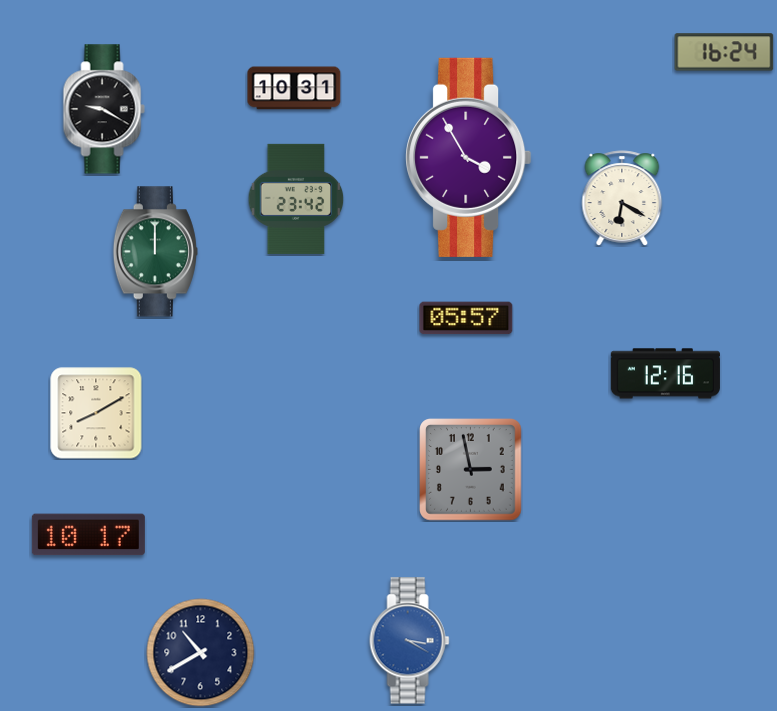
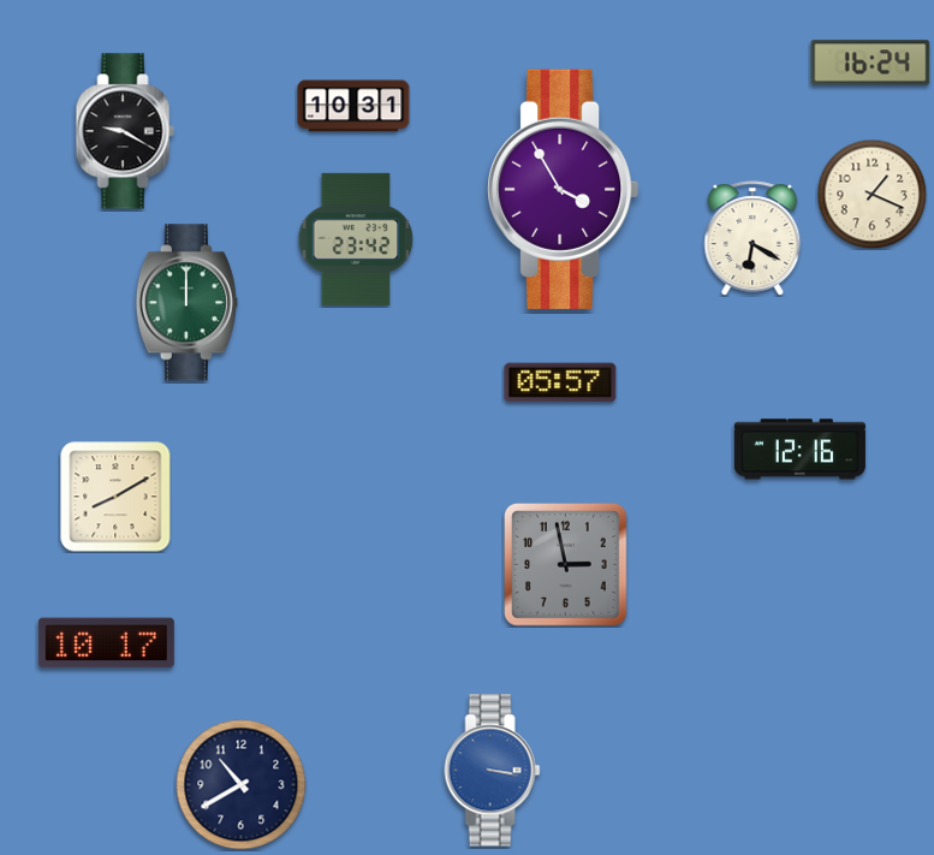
clock at (871, 194): none -> 1:19
clock at (622, 198) position: (622, 198) -> (752, 238)
clock at (410, 641): 3:20 -> 3:17
